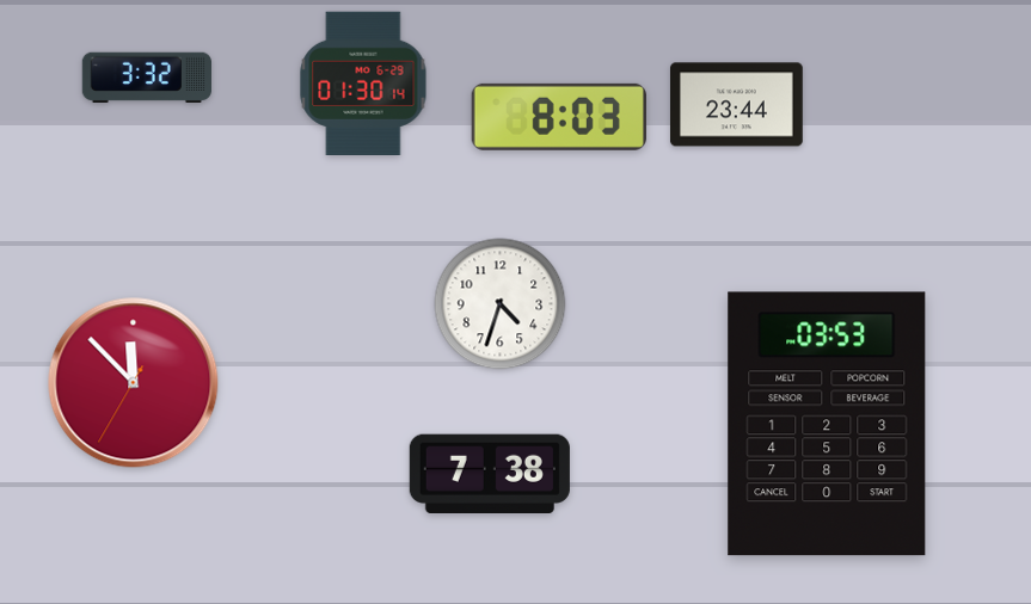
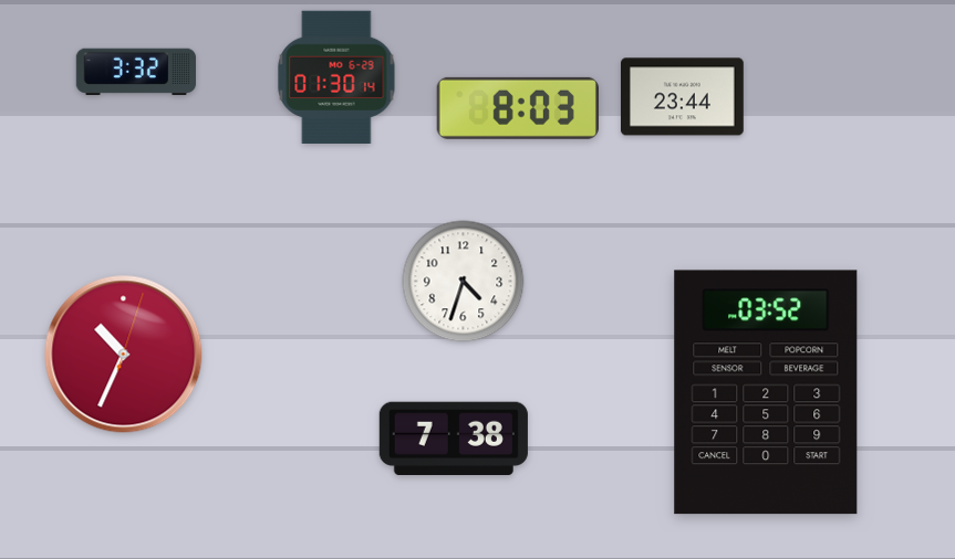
clock at (134, 383): 11:52 -> 10:34
clock at (827, 424): 03:53 -> 03:52
